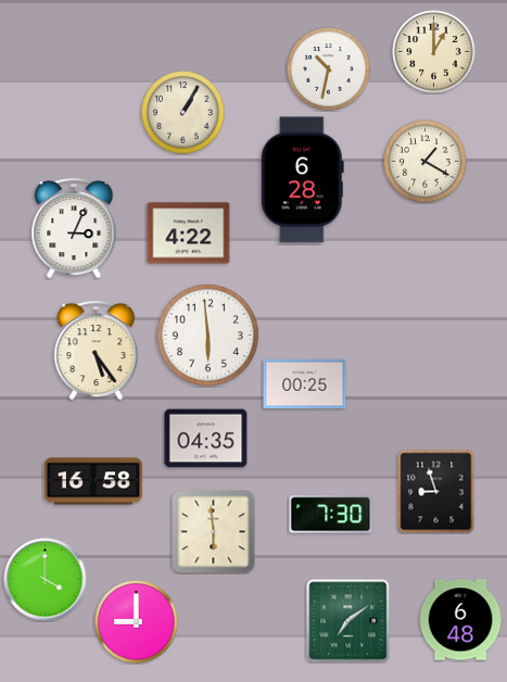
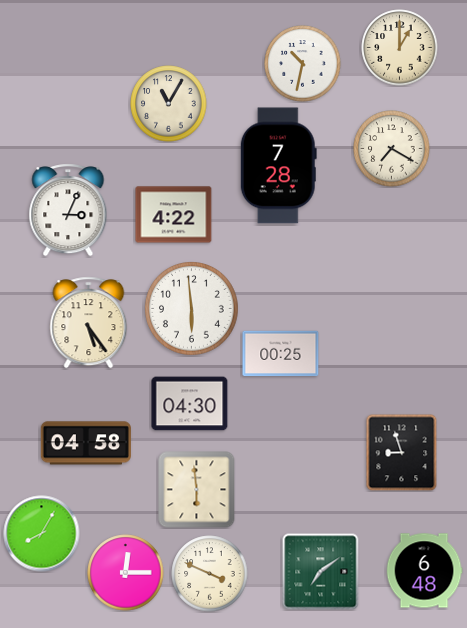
clock at (183, 113): 1:05 -> 11:05
clock at (426, 162): 1:20 -> 7:20
clock at (302, 180): 6:28 -> 7:28
clock at (206, 439): 04:35 -> 04:30
clock at (93, 481): 16:58 -> 04:58
clock at (331, 515): 7:30 -> none
clock at (46, 580): 4:00 -> 8:05
clock at (137, 622): 9:00 -> 12:15
clock at (210, 574): none -> 3:49
